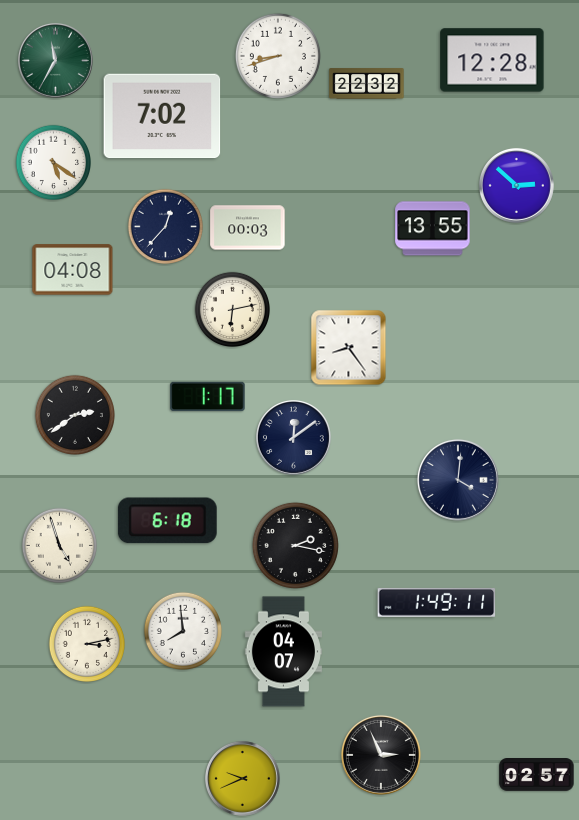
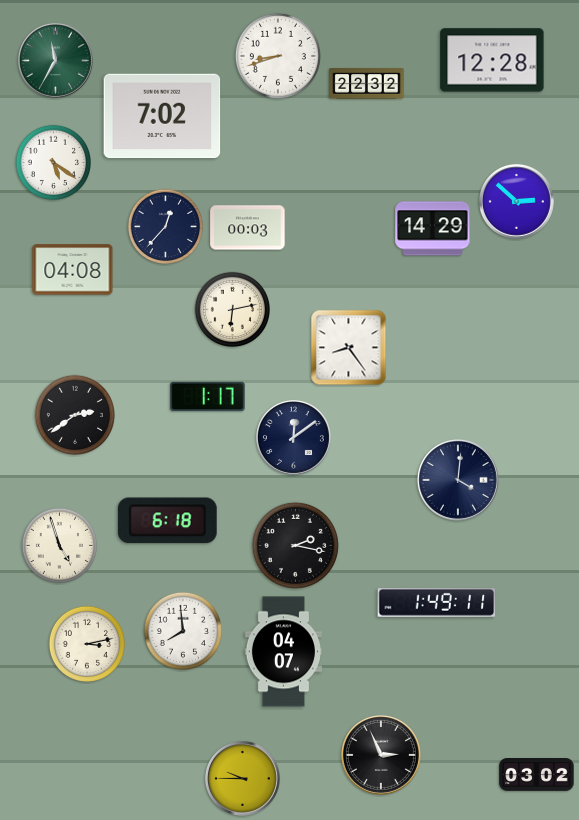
clock at (516, 185) position: (516, 185) -> (516, 201)
clock at (433, 229): 13:55 -> 14:29
clock at (537, 775): 02:57 -> 03:02
clock at (242, 778): 9:41 -> 9:45
